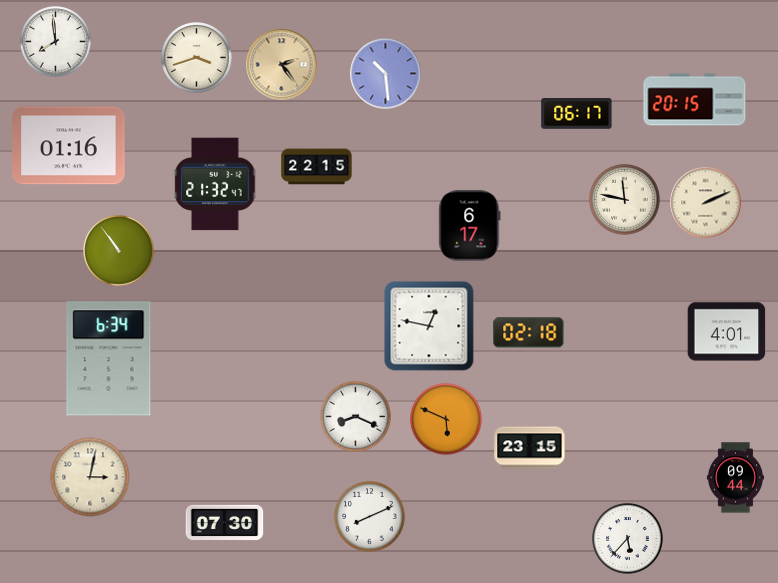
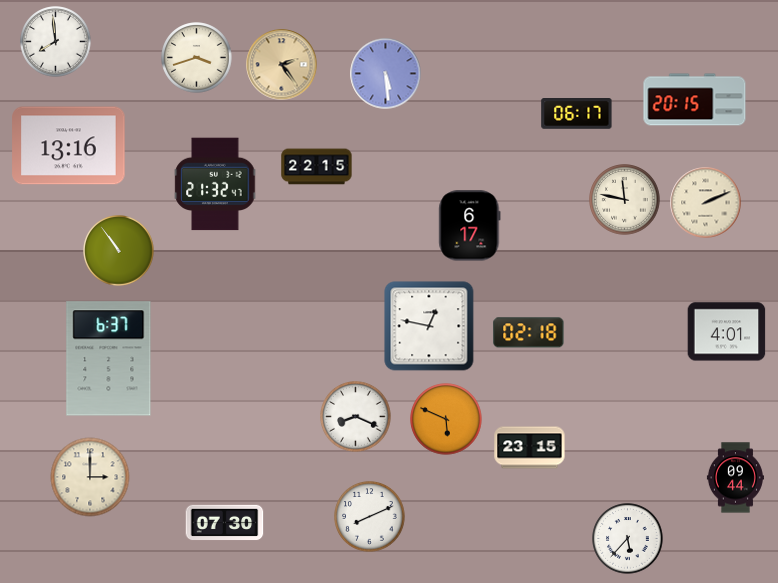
clock at (386, 74): 10:29 -> 5:29
clock at (69, 146): 01:16 -> 13:16
clock at (109, 359): 6:34 -> 6:37
clock at (90, 477): 3:02 -> 3:00
